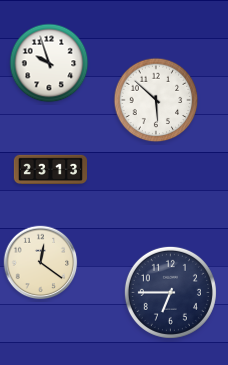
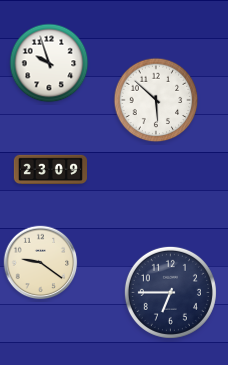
clock at (50, 170): 23:13 -> 23:09
clock at (41, 263): 12:21 -> 9:21
